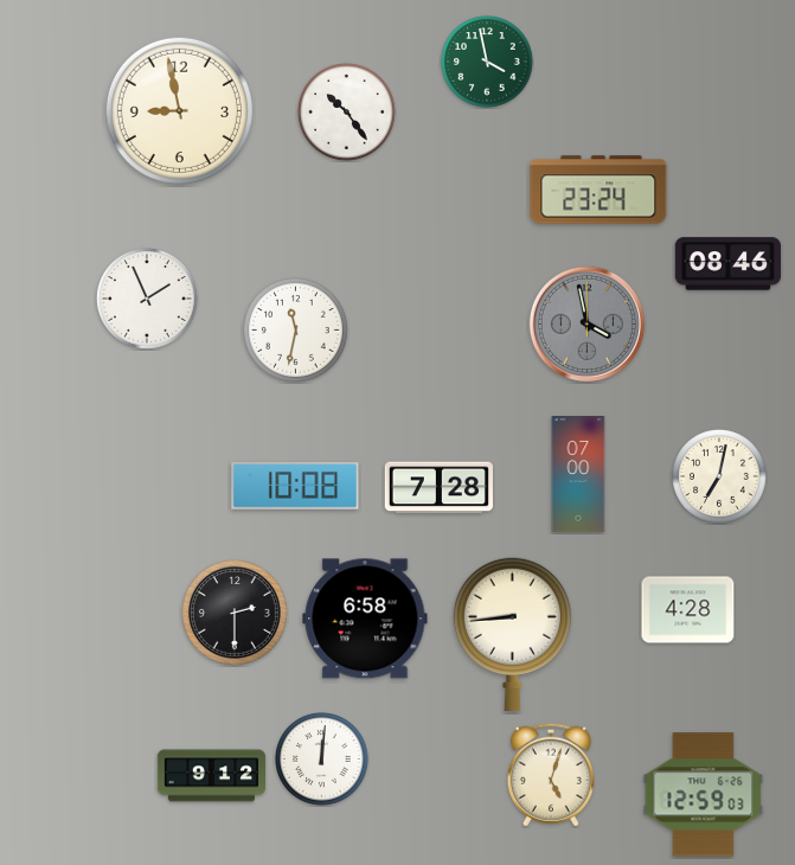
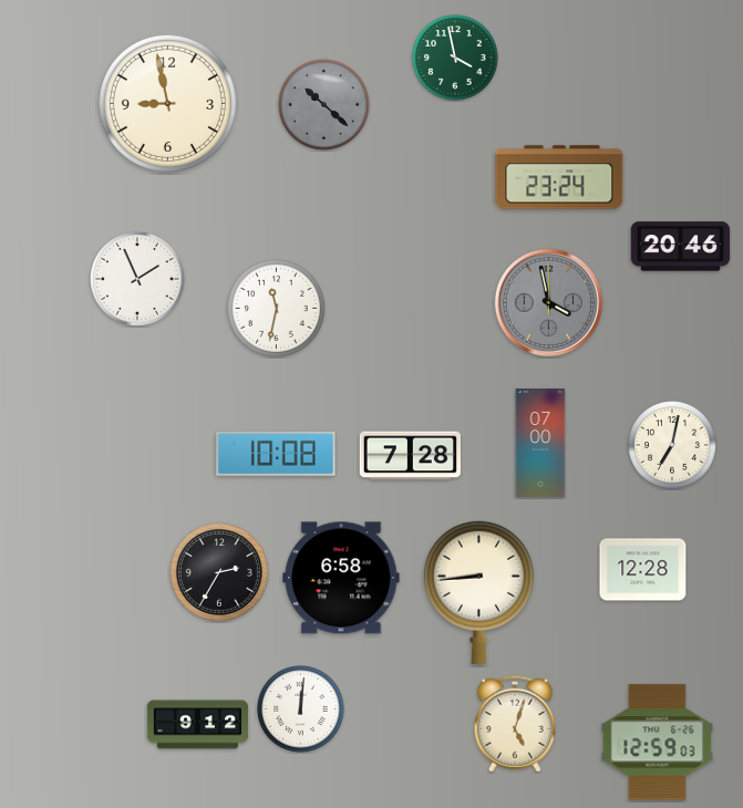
clock at (347, 113): 10:24 -> 10:22
clock at (347, 113) dial: white -> grey
clock at (729, 264): 08:46 -> 20:46
clock at (688, 610): 4:28 -> 12:28
clock at (236, 614): 2:30 -> 2:35
